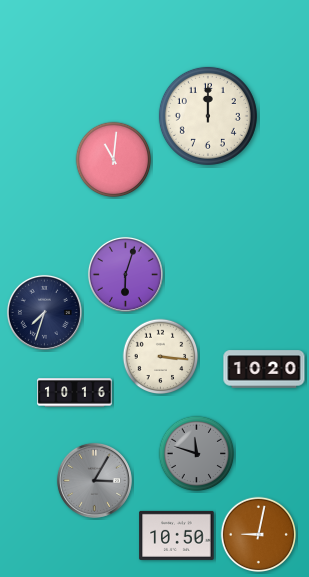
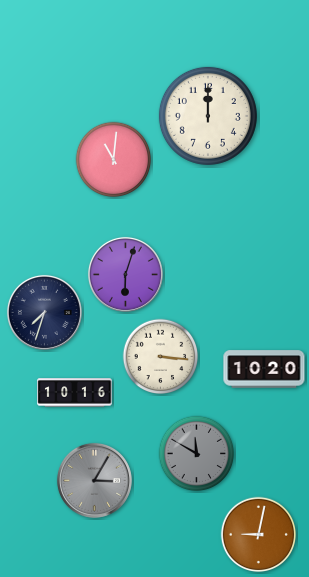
clock at (197, 454): 11:48 -> 11:50
clock at (177, 535): 10:50 -> none
